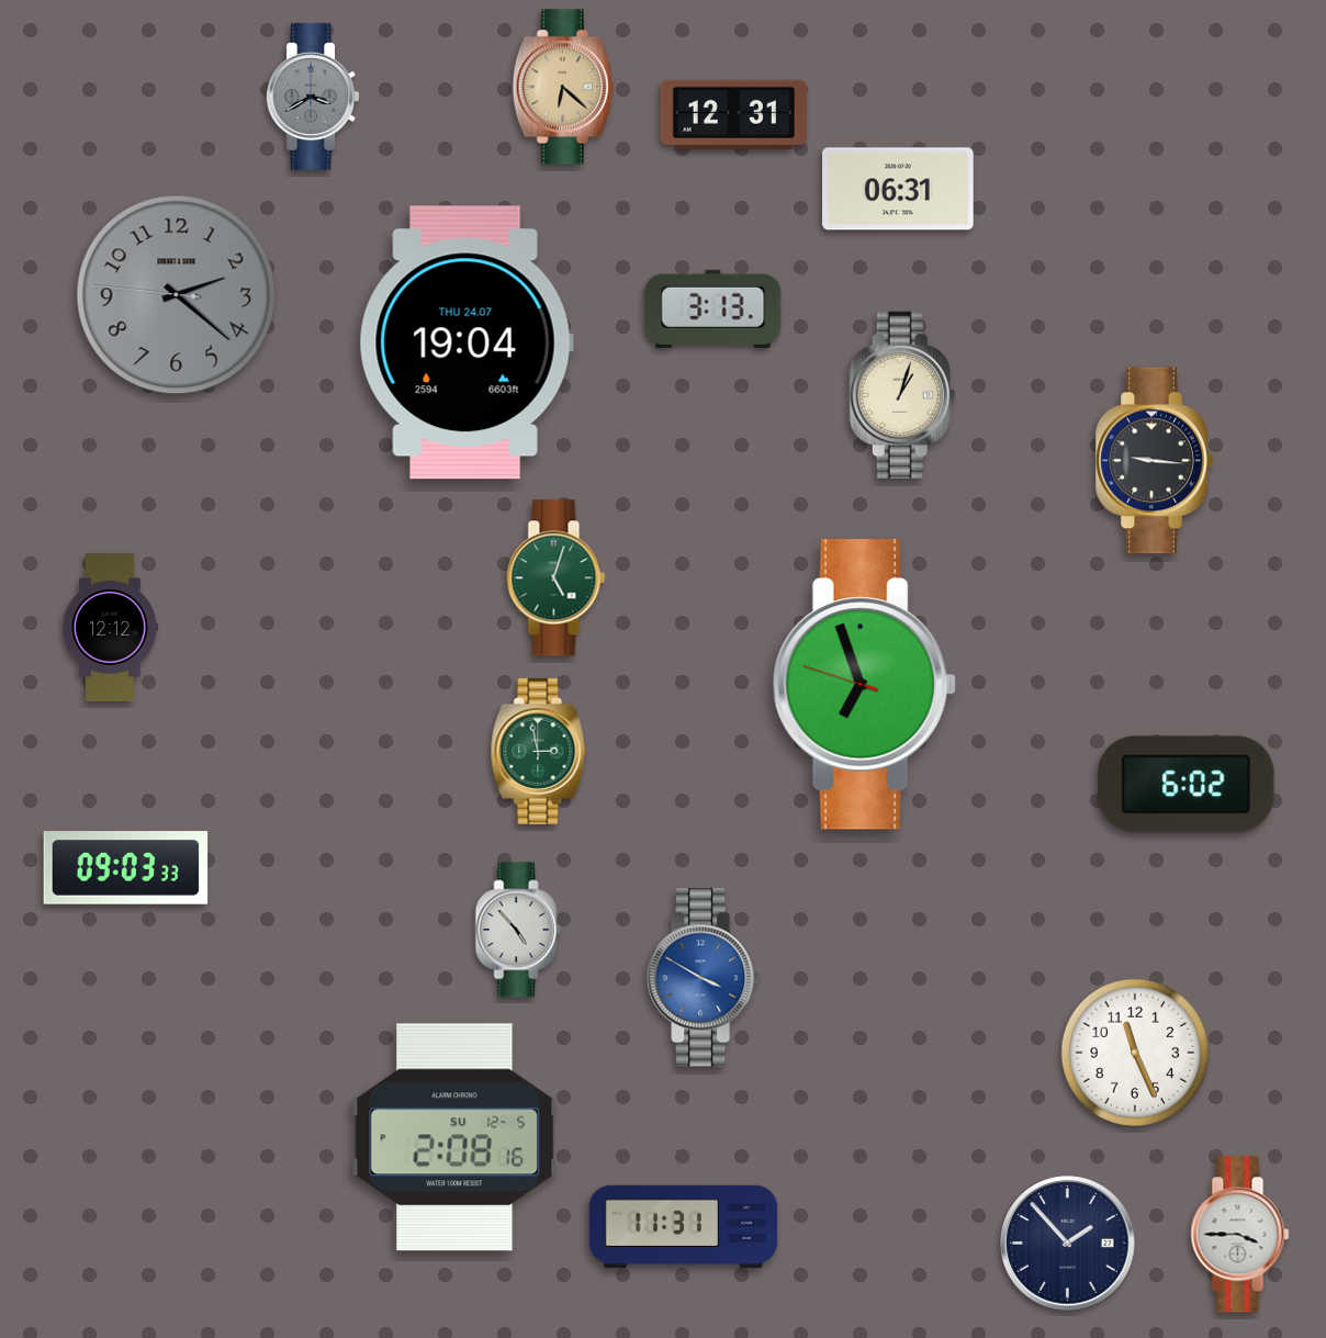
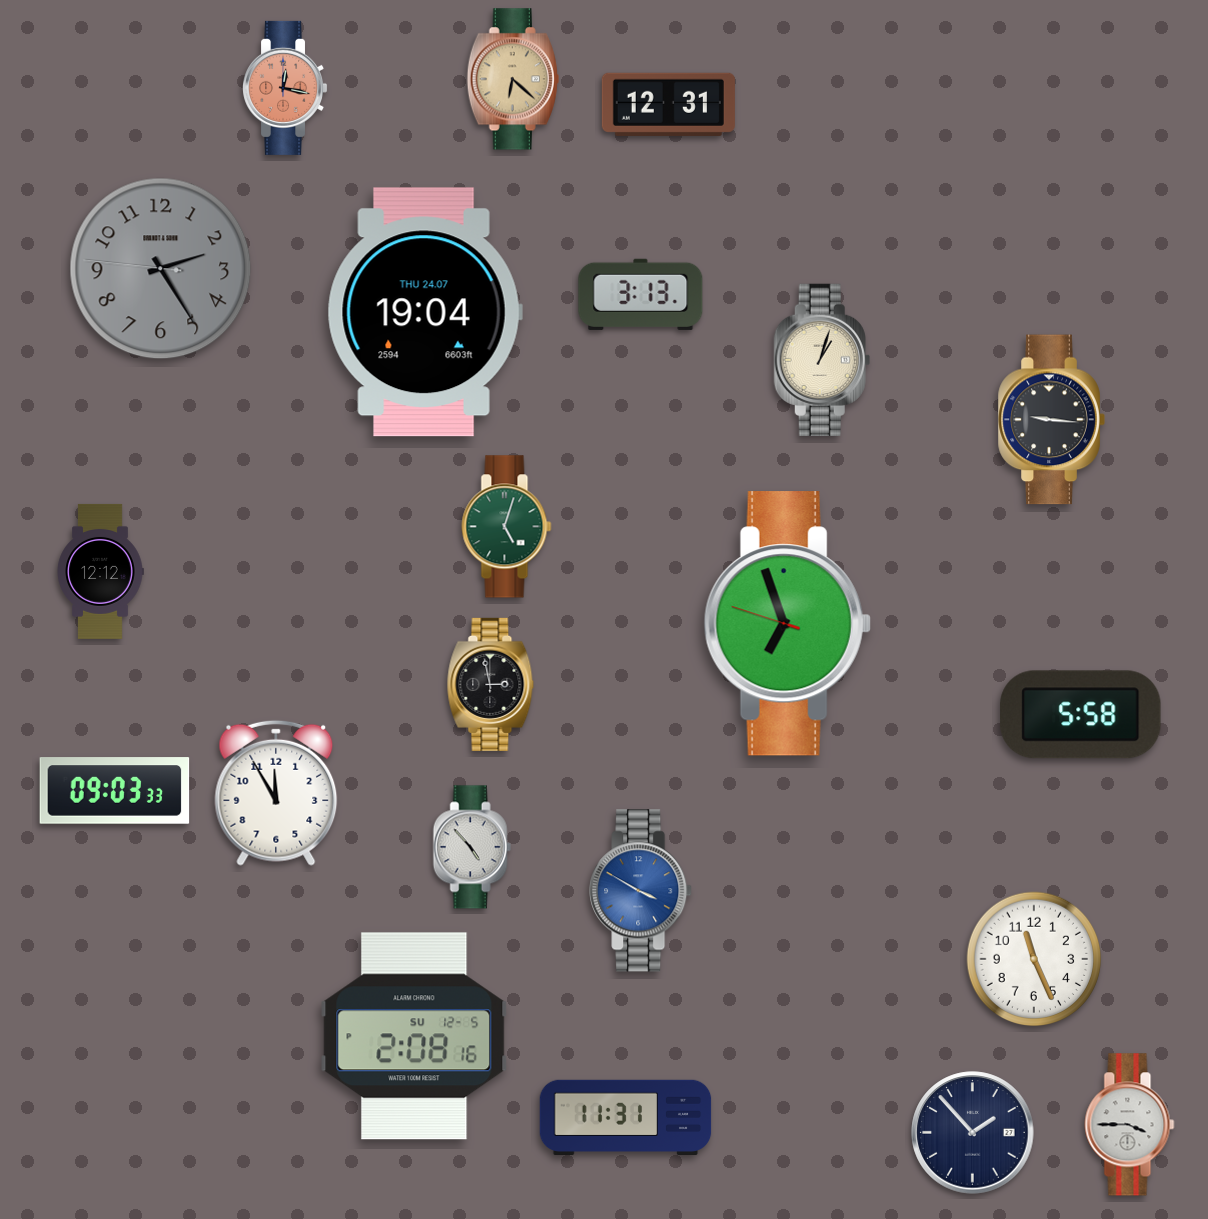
clock at (313, 97): 3:40 -> 12:17
clock at (313, 97) dial: grey -> salmon
clock at (899, 189): 06:31 -> none
clock at (177, 295): 2:21 -> 2:24
clock at (713, 308) position: (713, 308) -> (641, 294)
clock at (539, 751) dial: green -> black
clock at (1187, 785): 6:02 -> 5:58
clock at (276, 793): none -> 11:55
clock at (684, 1227) position: (684, 1227) -> (626, 1118)
